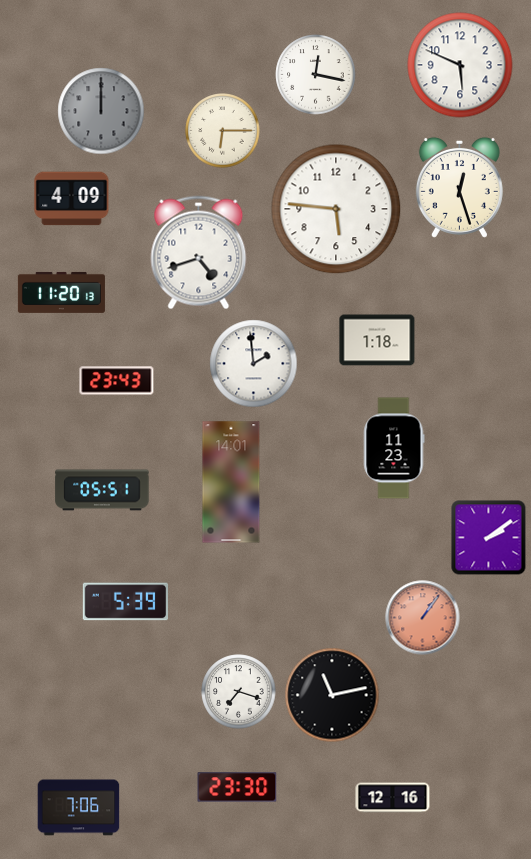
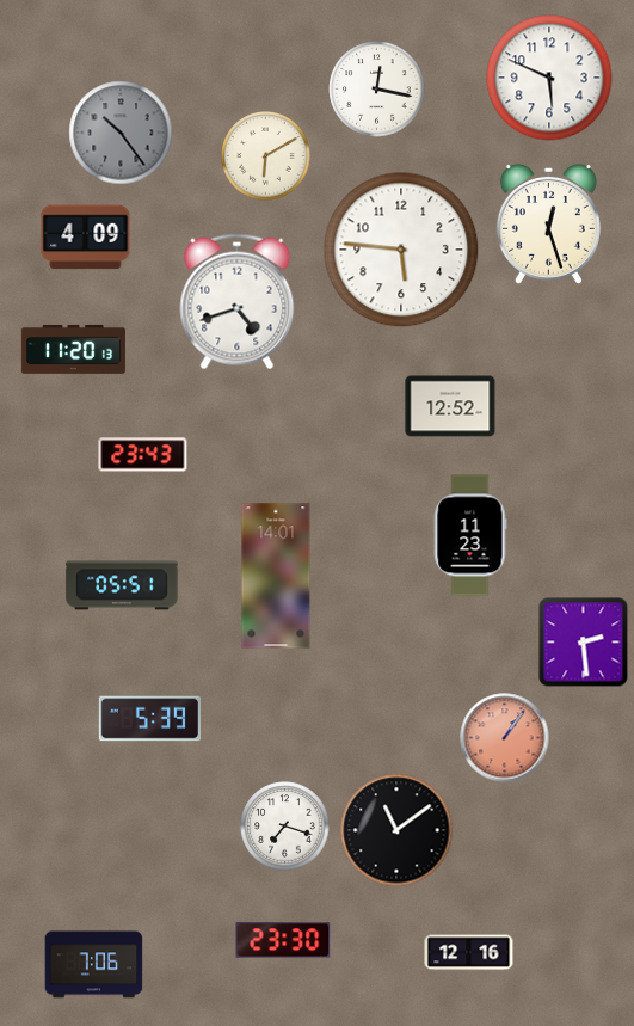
clock at (101, 111): 12:00 -> 10:24
clock at (223, 131): 6:15 -> 6:10
clock at (377, 340): 1:18 -> 12:52
clock at (254, 364): 1:59 -> none
clock at (117, 381) position: (117, 381) -> (143, 455)
clock at (489, 538): 2:09 -> 2:29
clock at (332, 695): 11:13 -> 11:09
